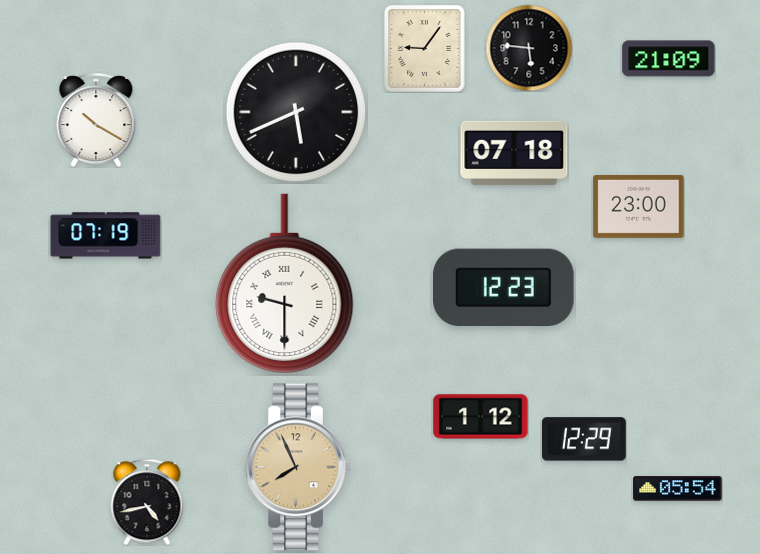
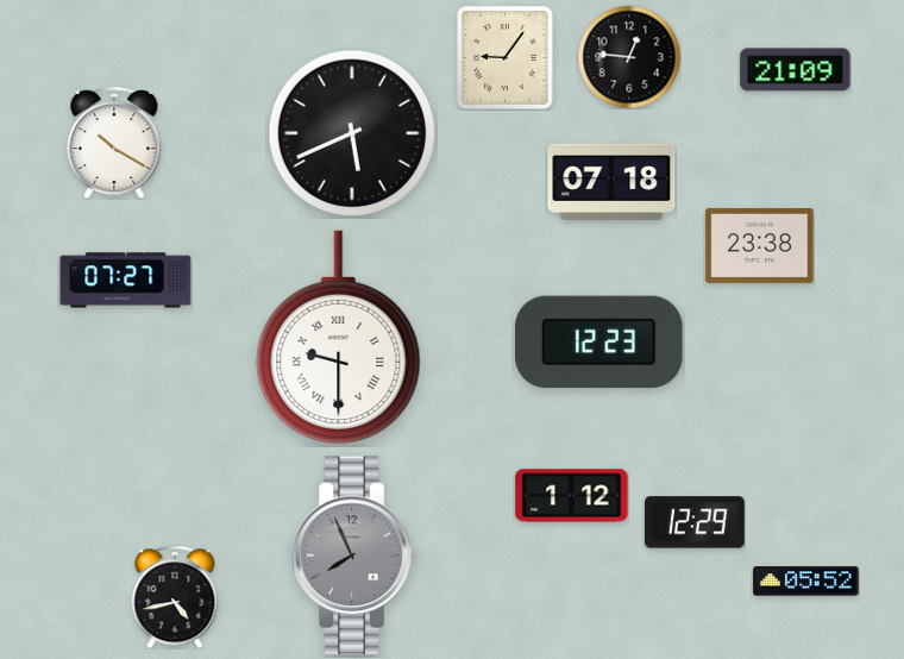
clock at (529, 48): 5:46 -> 12:46
clock at (639, 206): 23:00 -> 23:38
clock at (106, 236): 07:19 -> 07:27
clock at (298, 467) dial: champagne -> grey
clock at (678, 489): 05:54 -> 05:52
